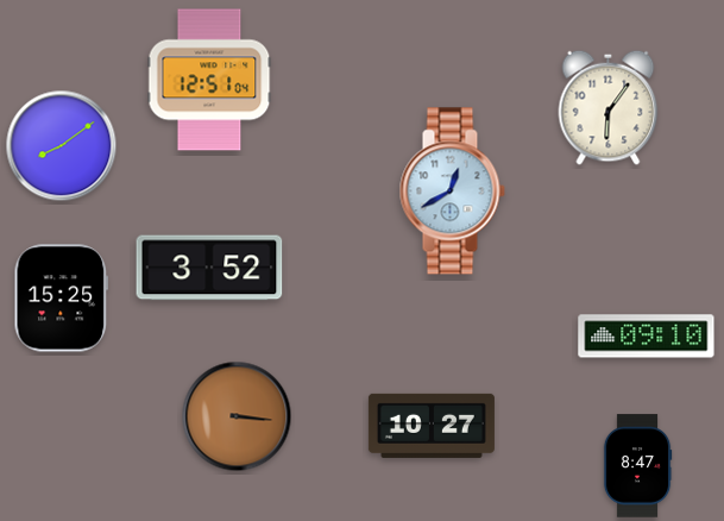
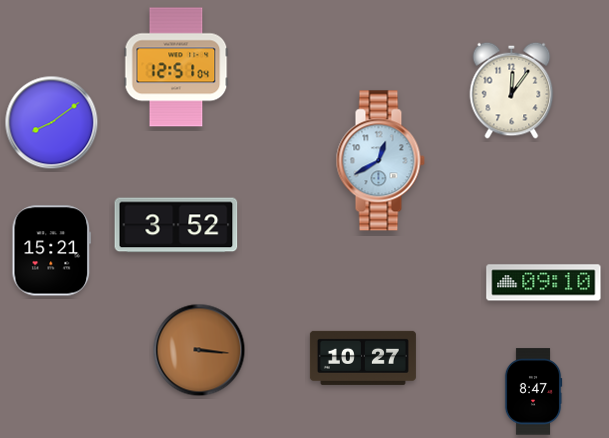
clock at (609, 107): 6:06 -> 12:06
clock at (62, 299): 15:25 -> 15:21
clock at (637, 466) position: (637, 466) -> (533, 392)
